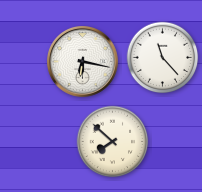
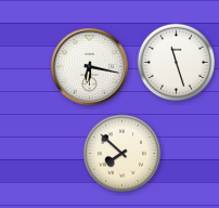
clock at (163, 58): 11:23 -> 11:27
